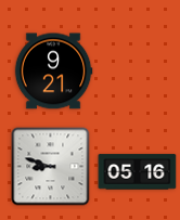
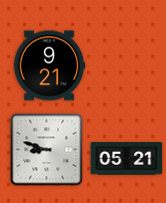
clock at (51, 167) position: (51, 167) -> (47, 150)
clock at (138, 172): 05:16 -> 05:21
